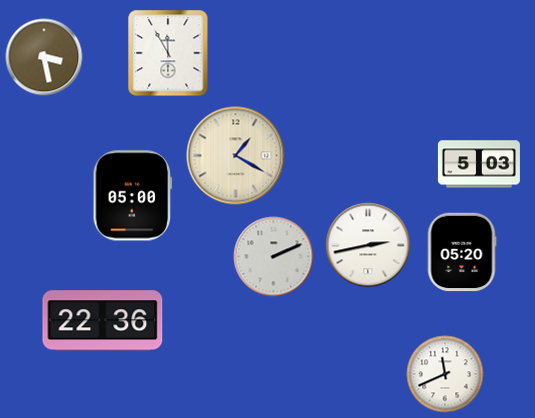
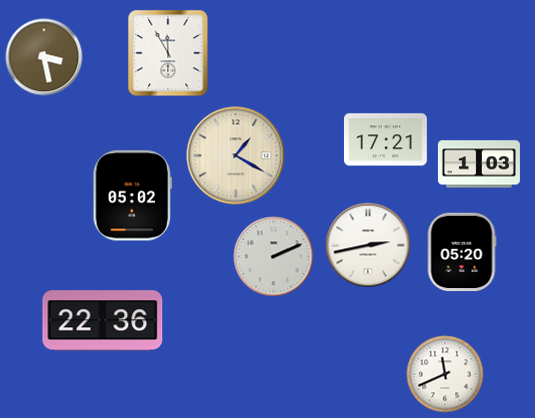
clock at (385, 140): none -> 17:21
clock at (479, 164): 5:03 -> 1:03
clock at (133, 196): 05:00 -> 05:02
